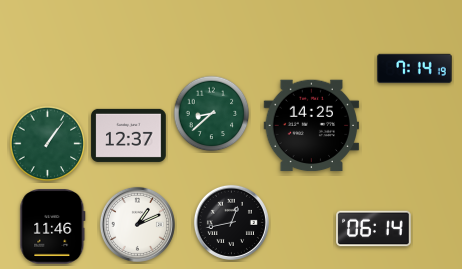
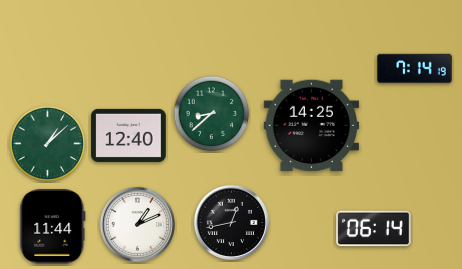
clock at (129, 135): 12:37 -> 12:40
clock at (48, 144): 1:06 -> 1:08
clock at (53, 227): 11:46 -> 11:44
